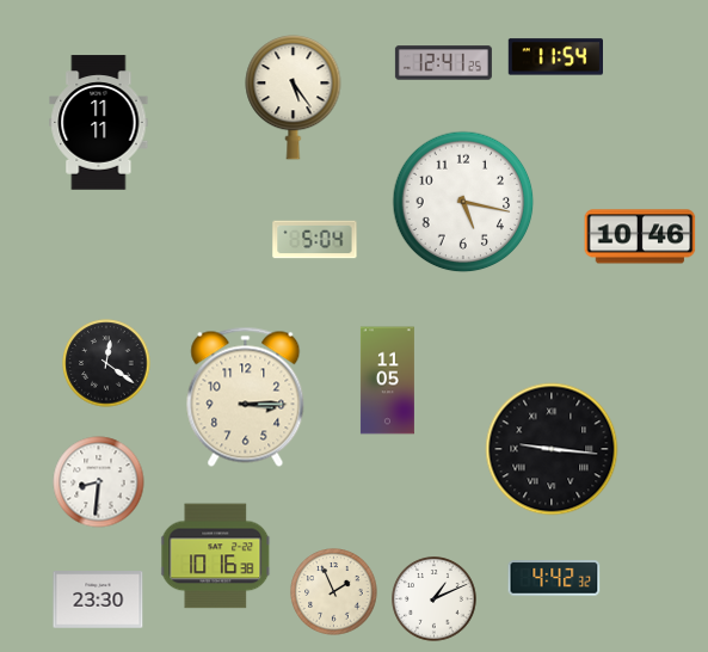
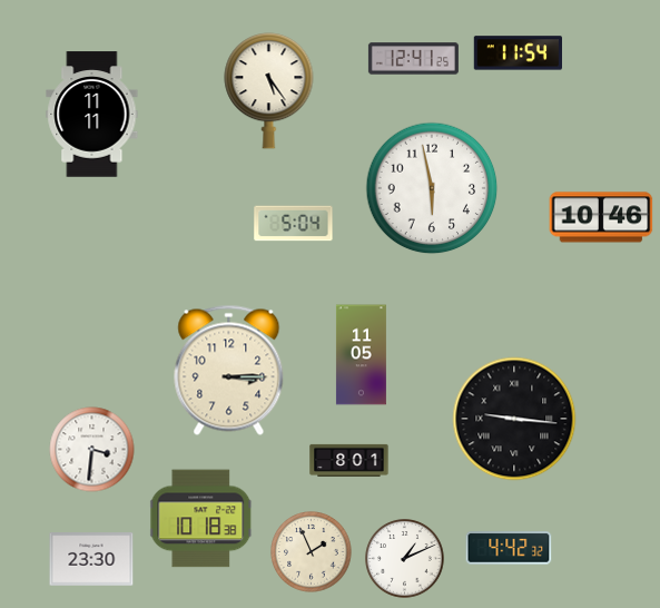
clock at (294, 98) position: (294, 98) -> (269, 91)
clock at (463, 202): 5:17 -> 5:58
clock at (640, 236) position: (640, 236) -> (601, 217)
clock at (106, 363): 12:21 -> none
clock at (99, 482): 8:31 -> 3:31
clock at (349, 460): none -> 8:01
clock at (216, 556): 10:16 -> 10:18
clock at (554, 578) position: (554, 578) -> (509, 548)
